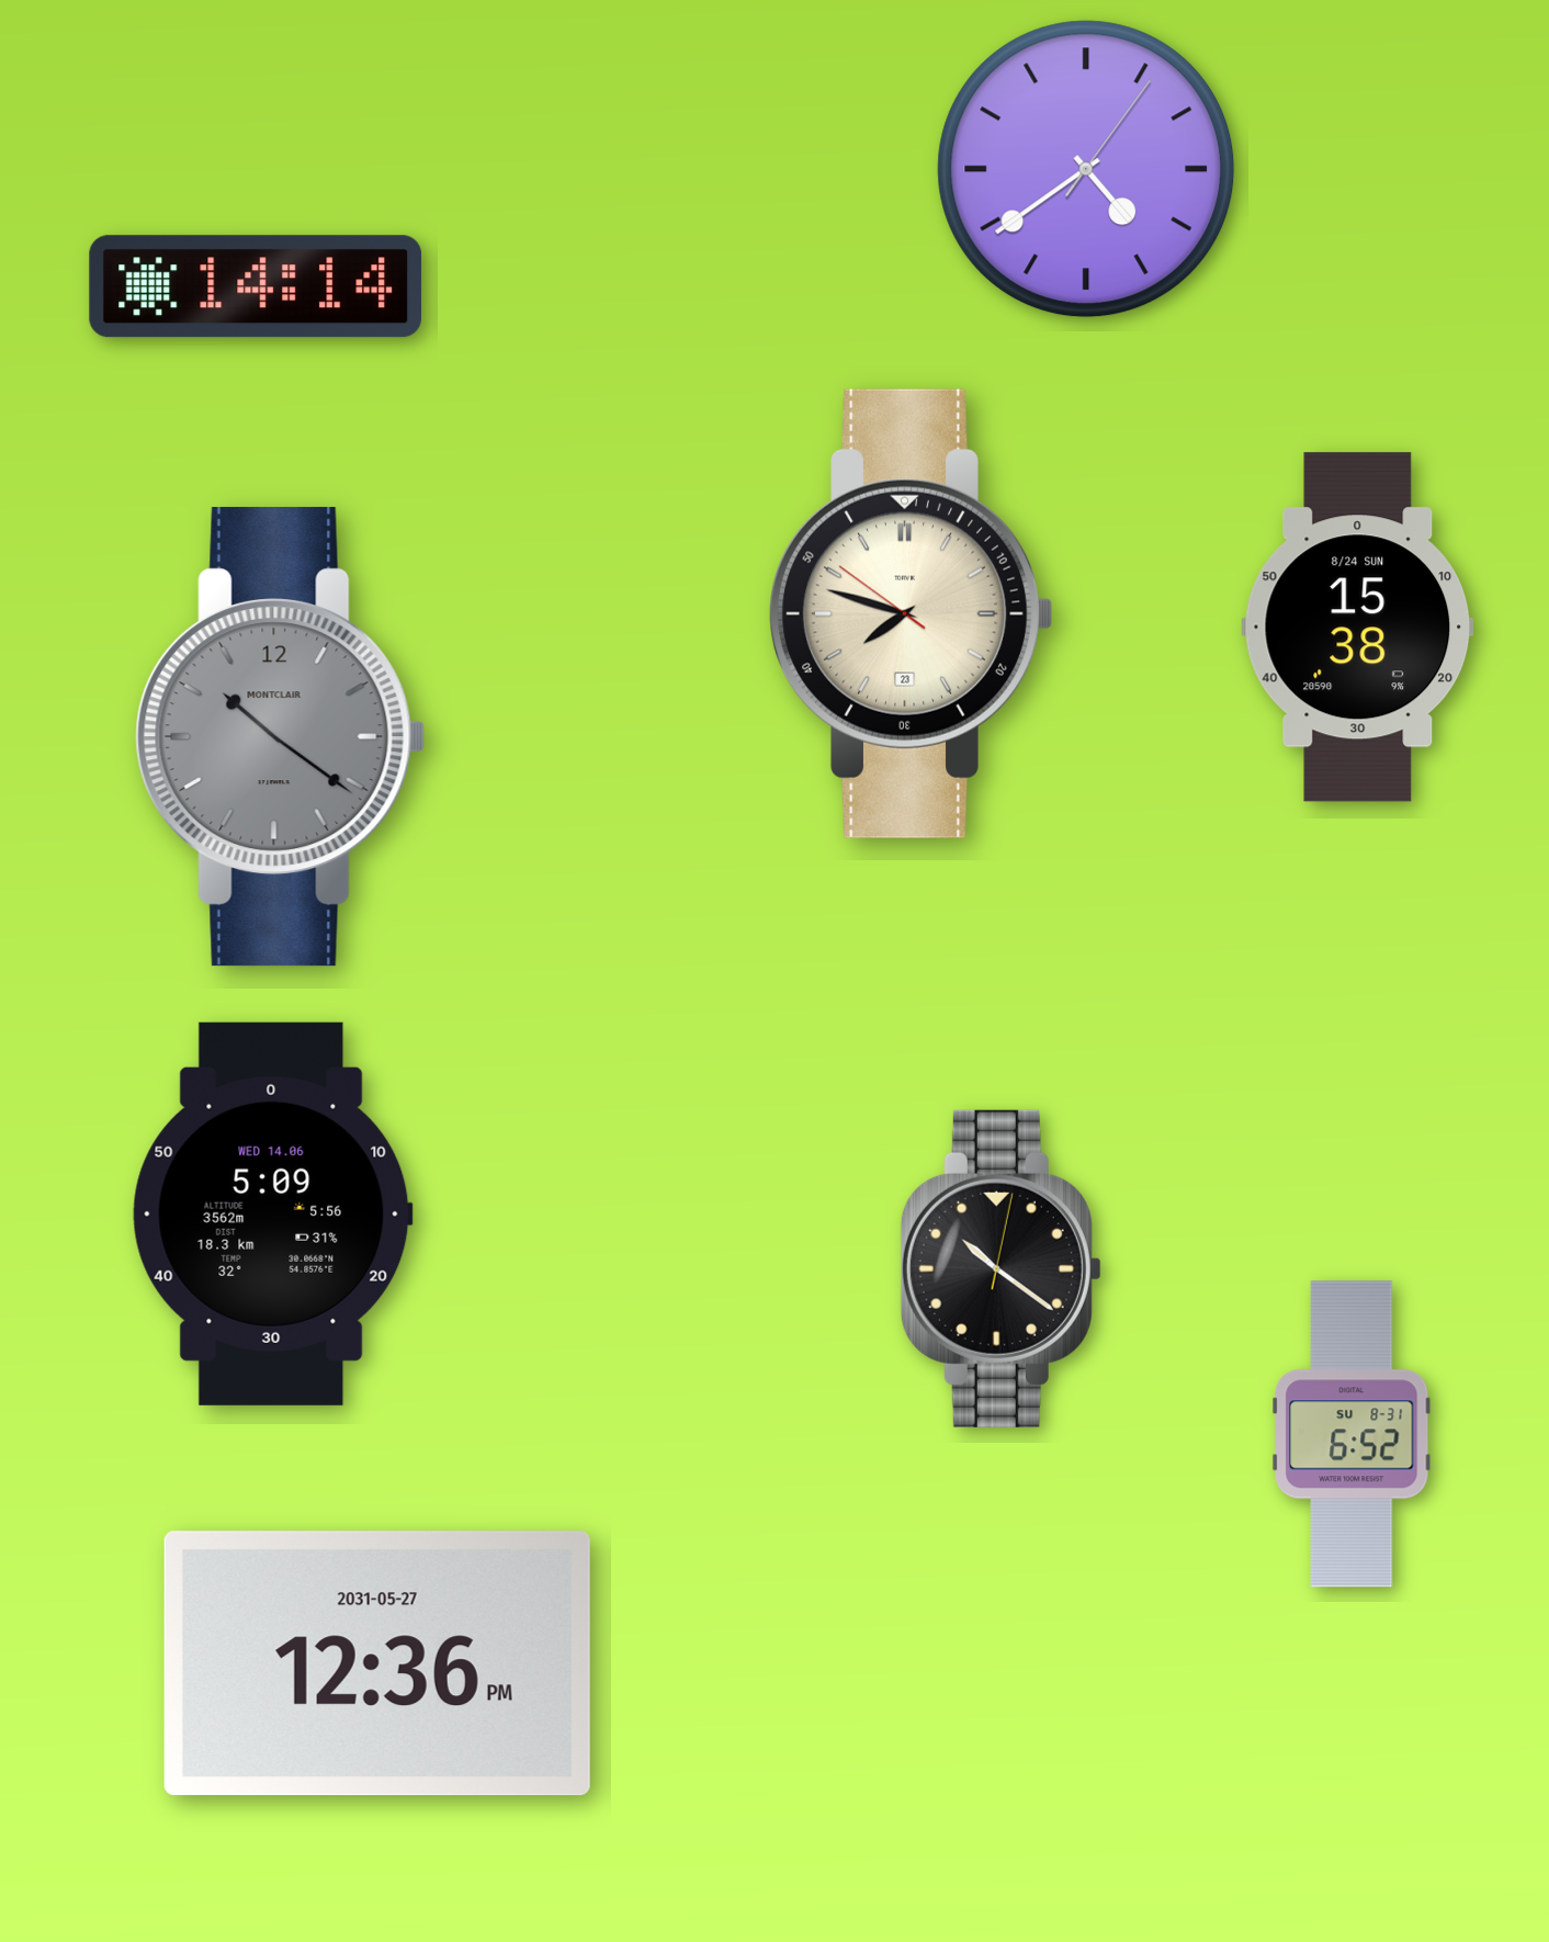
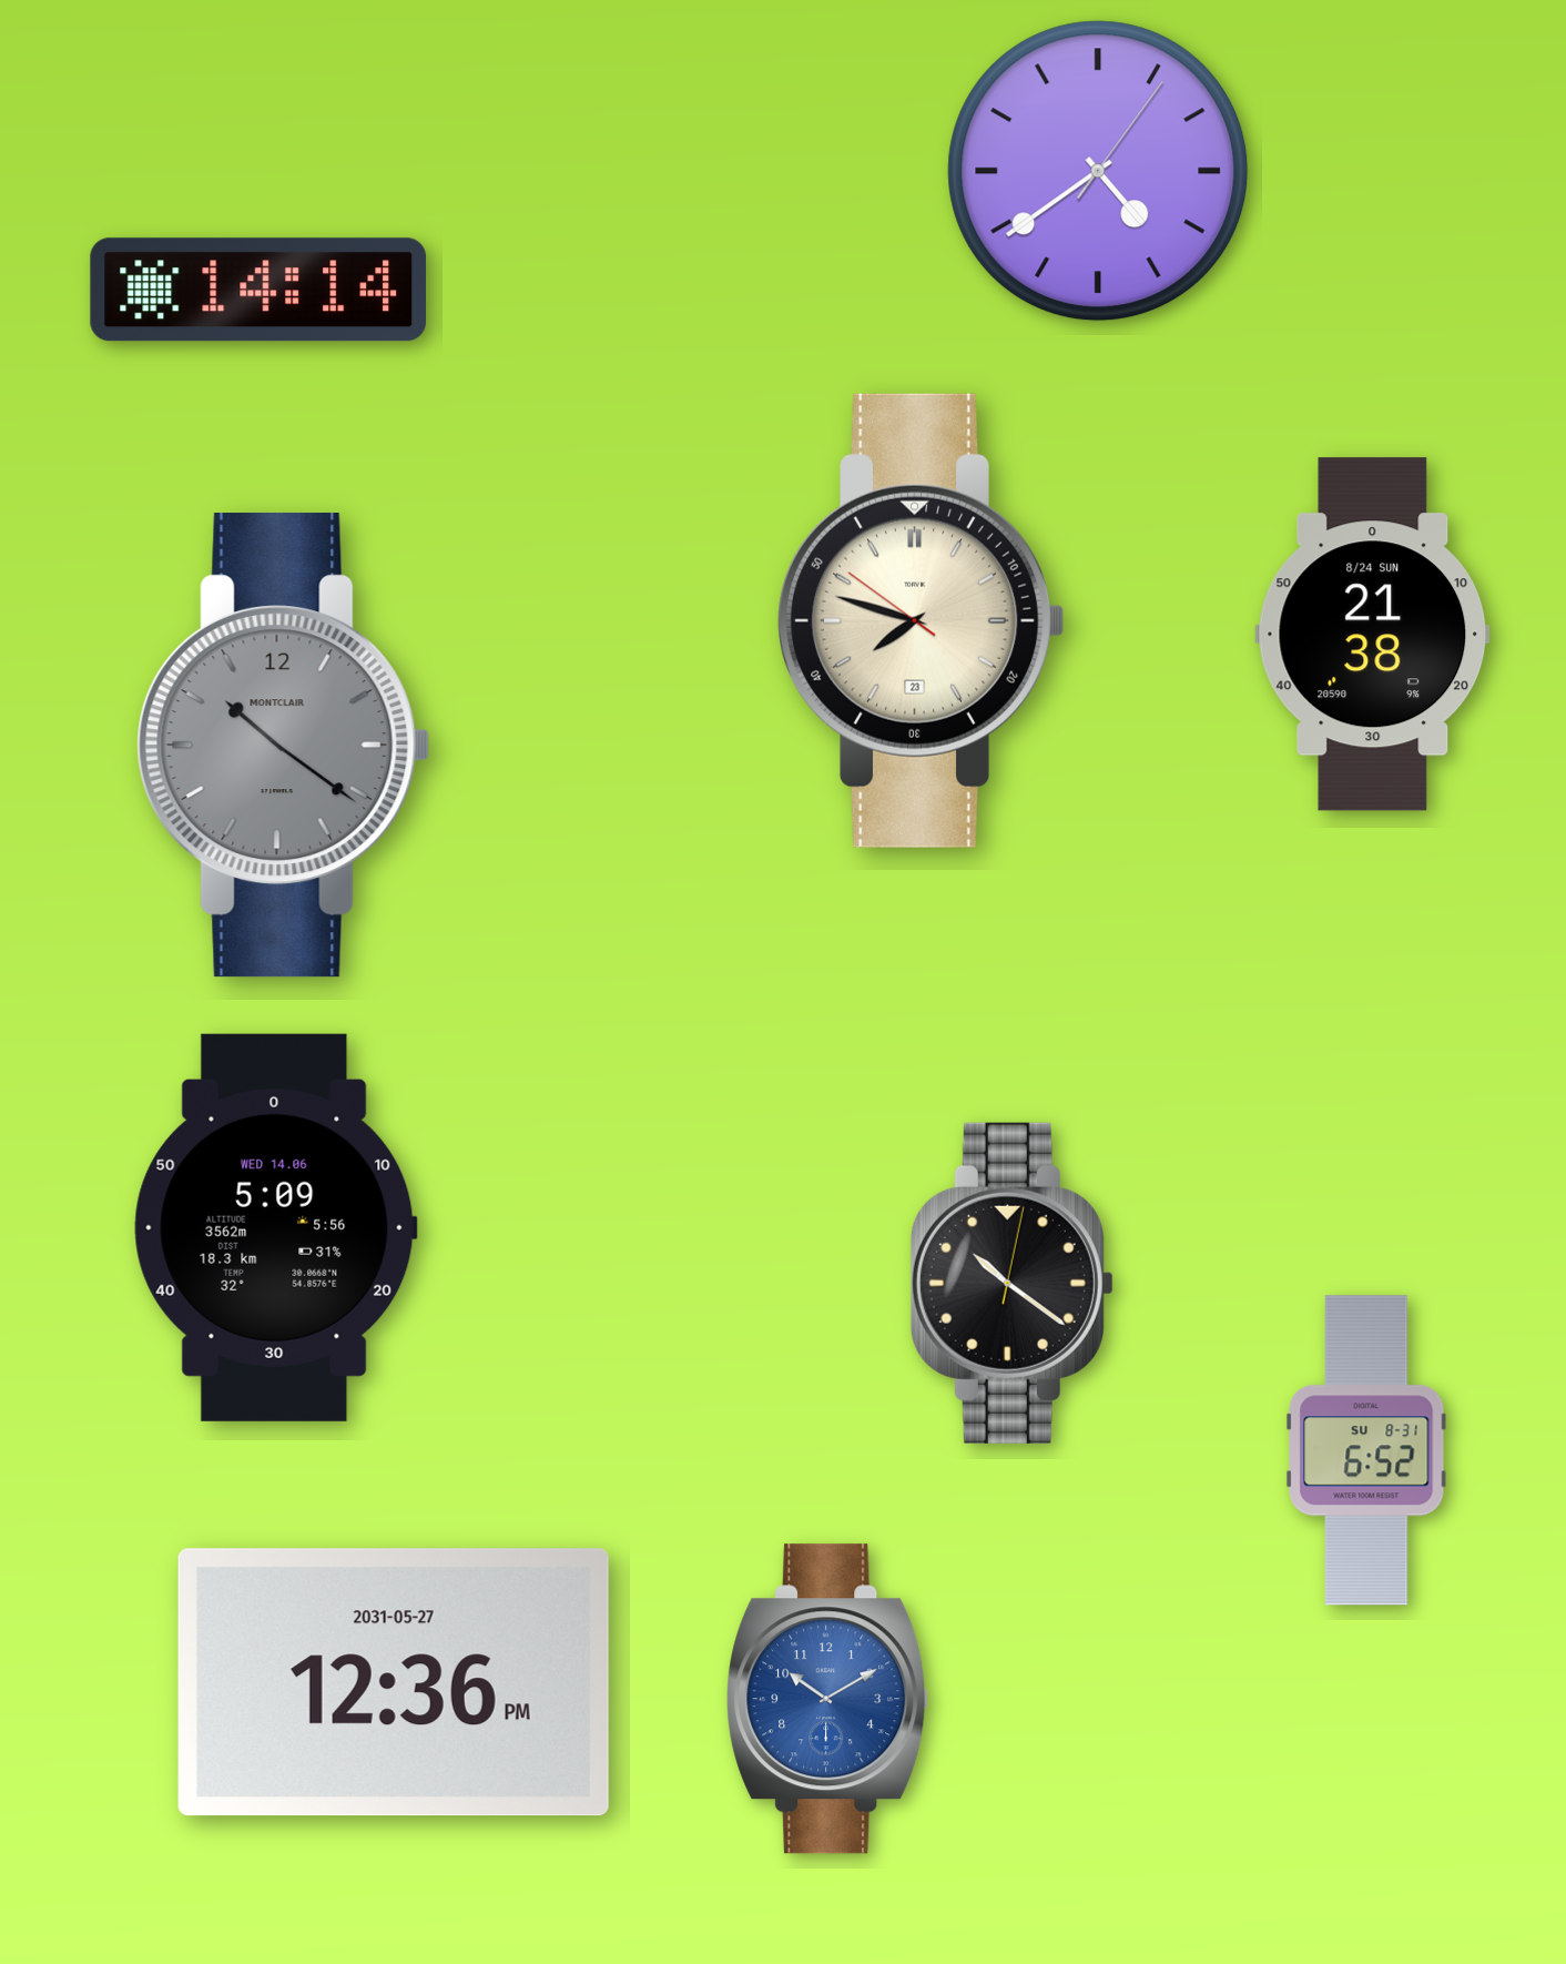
clock at (1358, 628): 15:38 -> 21:38
clock at (377, 1663) position: (377, 1663) -> (394, 1682)
clock at (828, 1699): none -> 10:10
